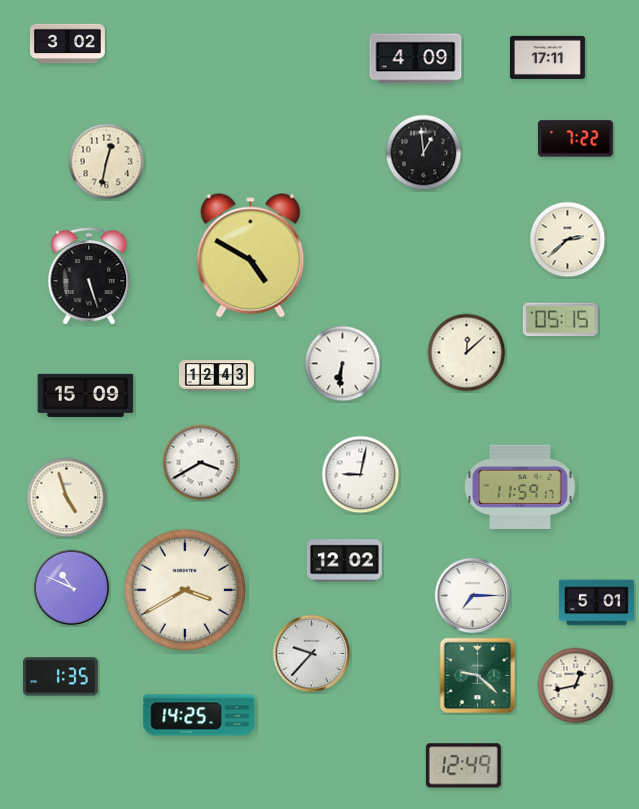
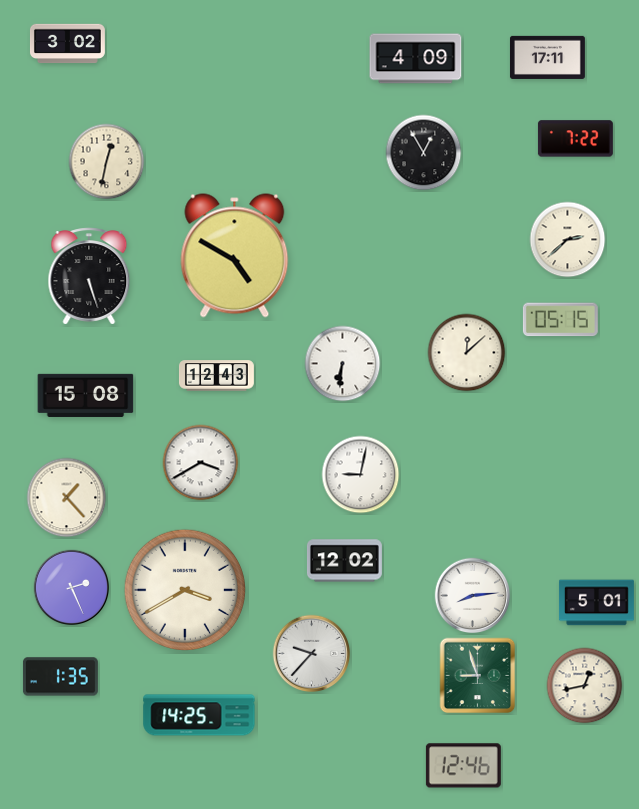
clock at (424, 153): 12:59 -> 12:55
clock at (251, 256) position: (251, 256) -> (235, 256)
clock at (86, 395): 15:09 -> 15:08
clock at (520, 487): 11:59 -> none
clock at (67, 498): 4:57 -> 1:23
clock at (72, 588): 10:49 -> 2:26
clock at (473, 596): 7:15 -> 8:14
clock at (478, 676): 9:22 -> 8:57
clock at (576, 686) position: (576, 686) -> (585, 686)
clock at (463, 766): 12:49 -> 12:46
